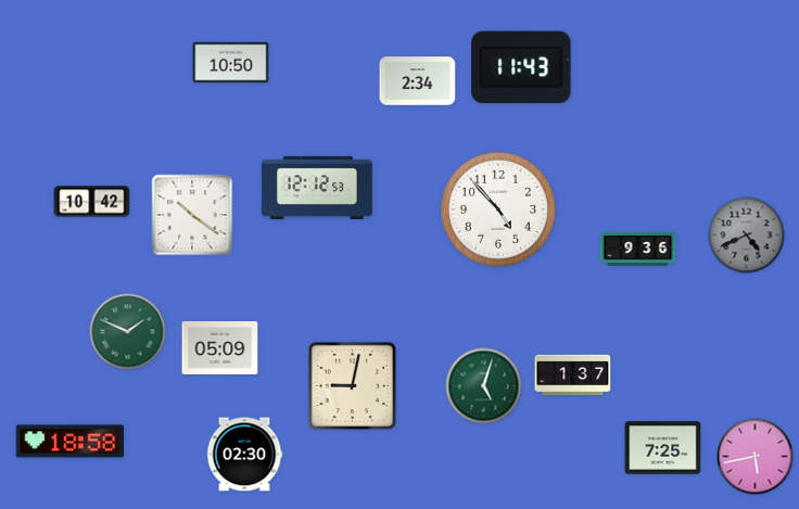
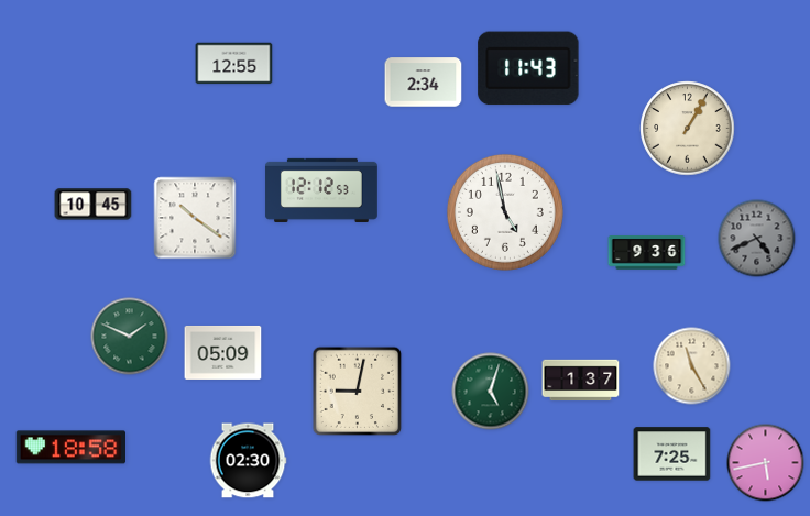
clock at (231, 63): 10:50 -> 12:55
clock at (688, 129): none -> 1:05
clock at (92, 202): 10:42 -> 10:45
clock at (498, 209): 4:53 -> 4:58
clock at (692, 366): none -> 11:25
